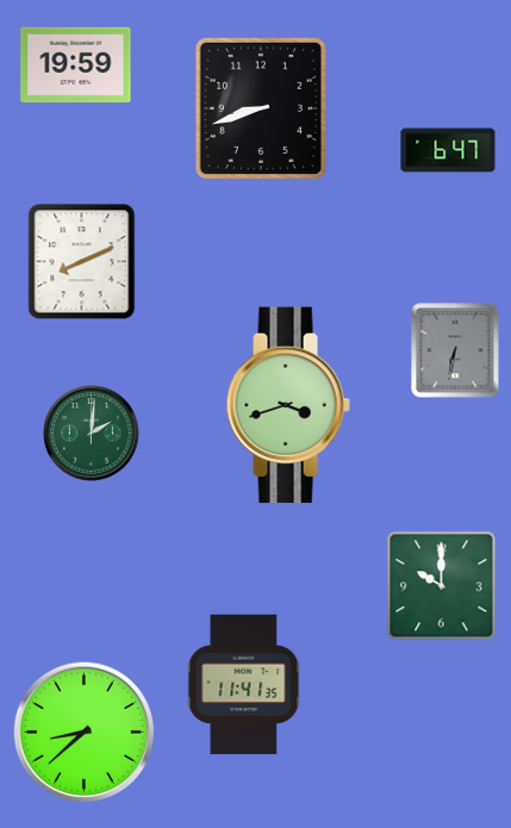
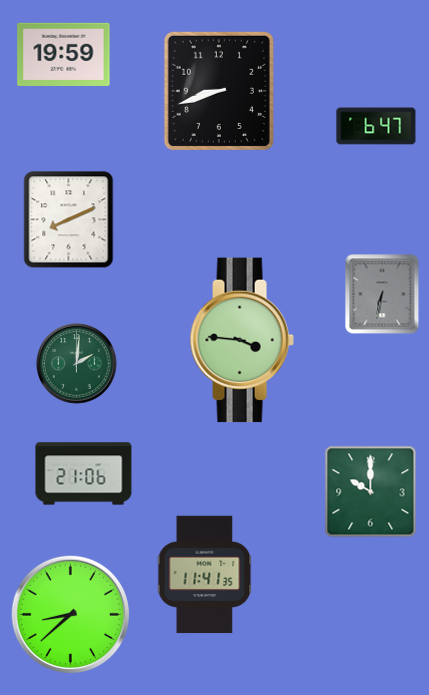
clock at (288, 405): 3:42 -> 3:46
clock at (84, 474): none -> 21:06
